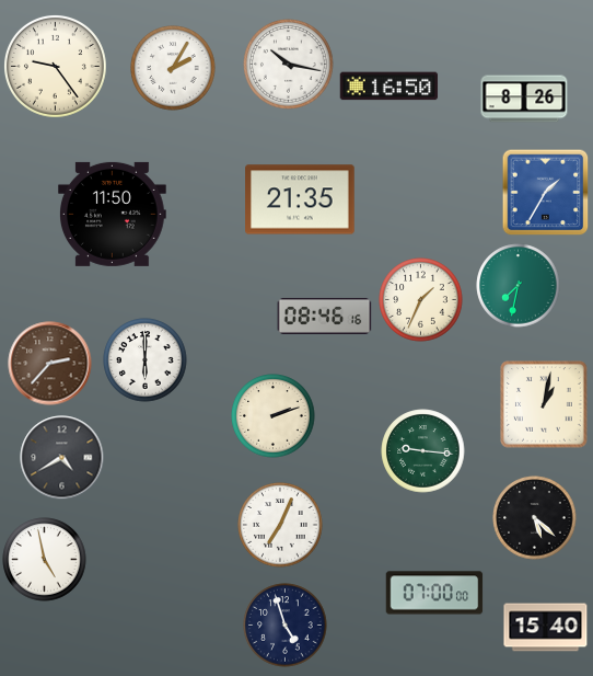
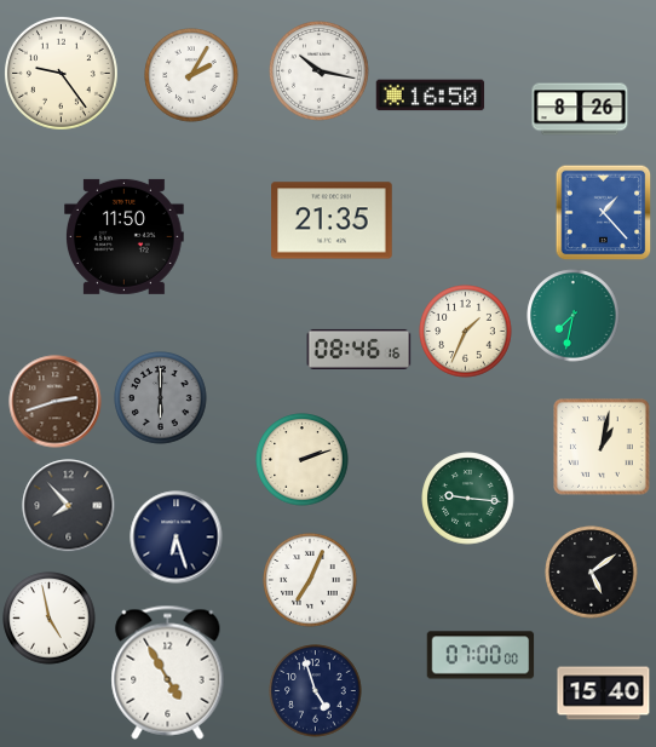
clock at (545, 192): 1:35 -> 1:23
clock at (146, 360) dial: white -> grey
clock at (50, 364): 2:37 -> 2:42
clock at (62, 458): 4:40 -> 7:53
clock at (177, 538): none -> 6:27
clock at (535, 518): 5:22 -> 5:09
clock at (168, 672): none -> 4:55
